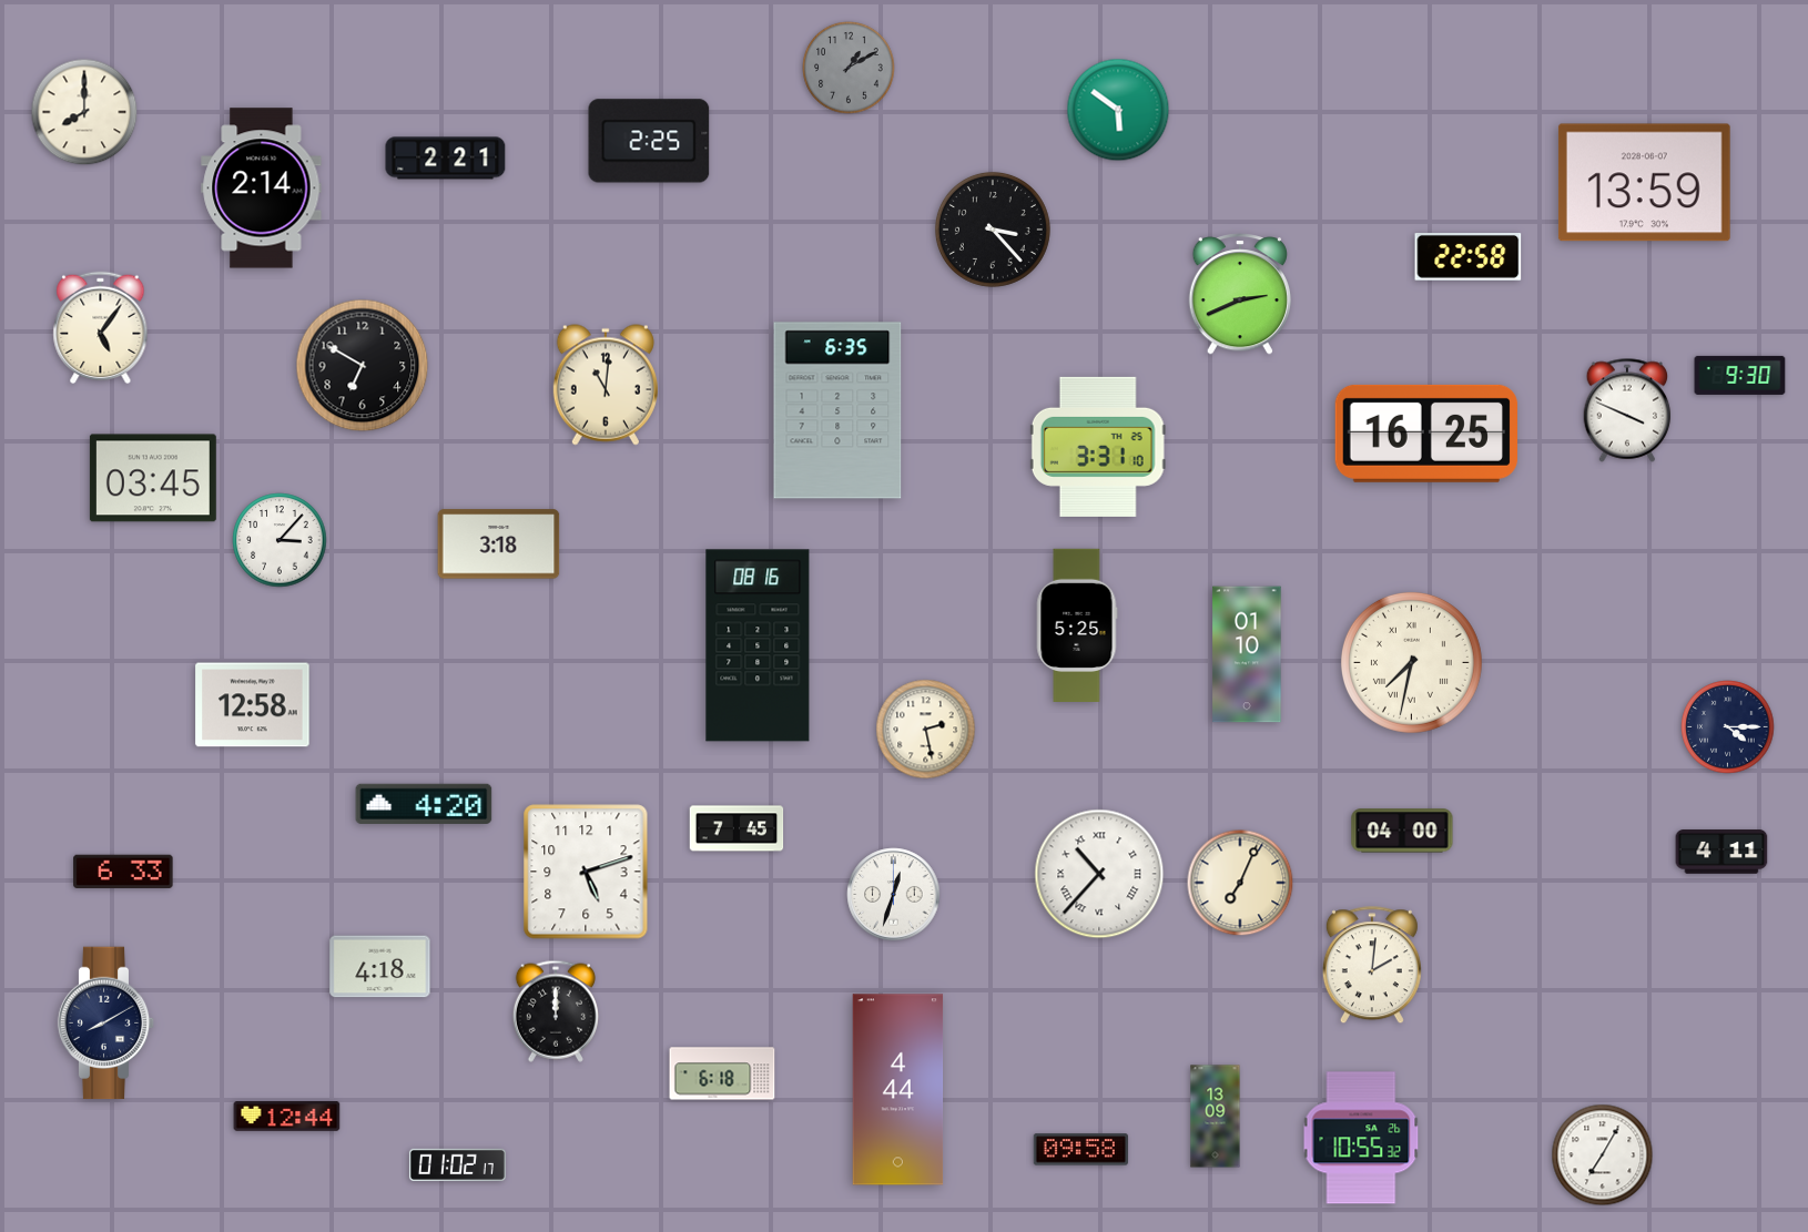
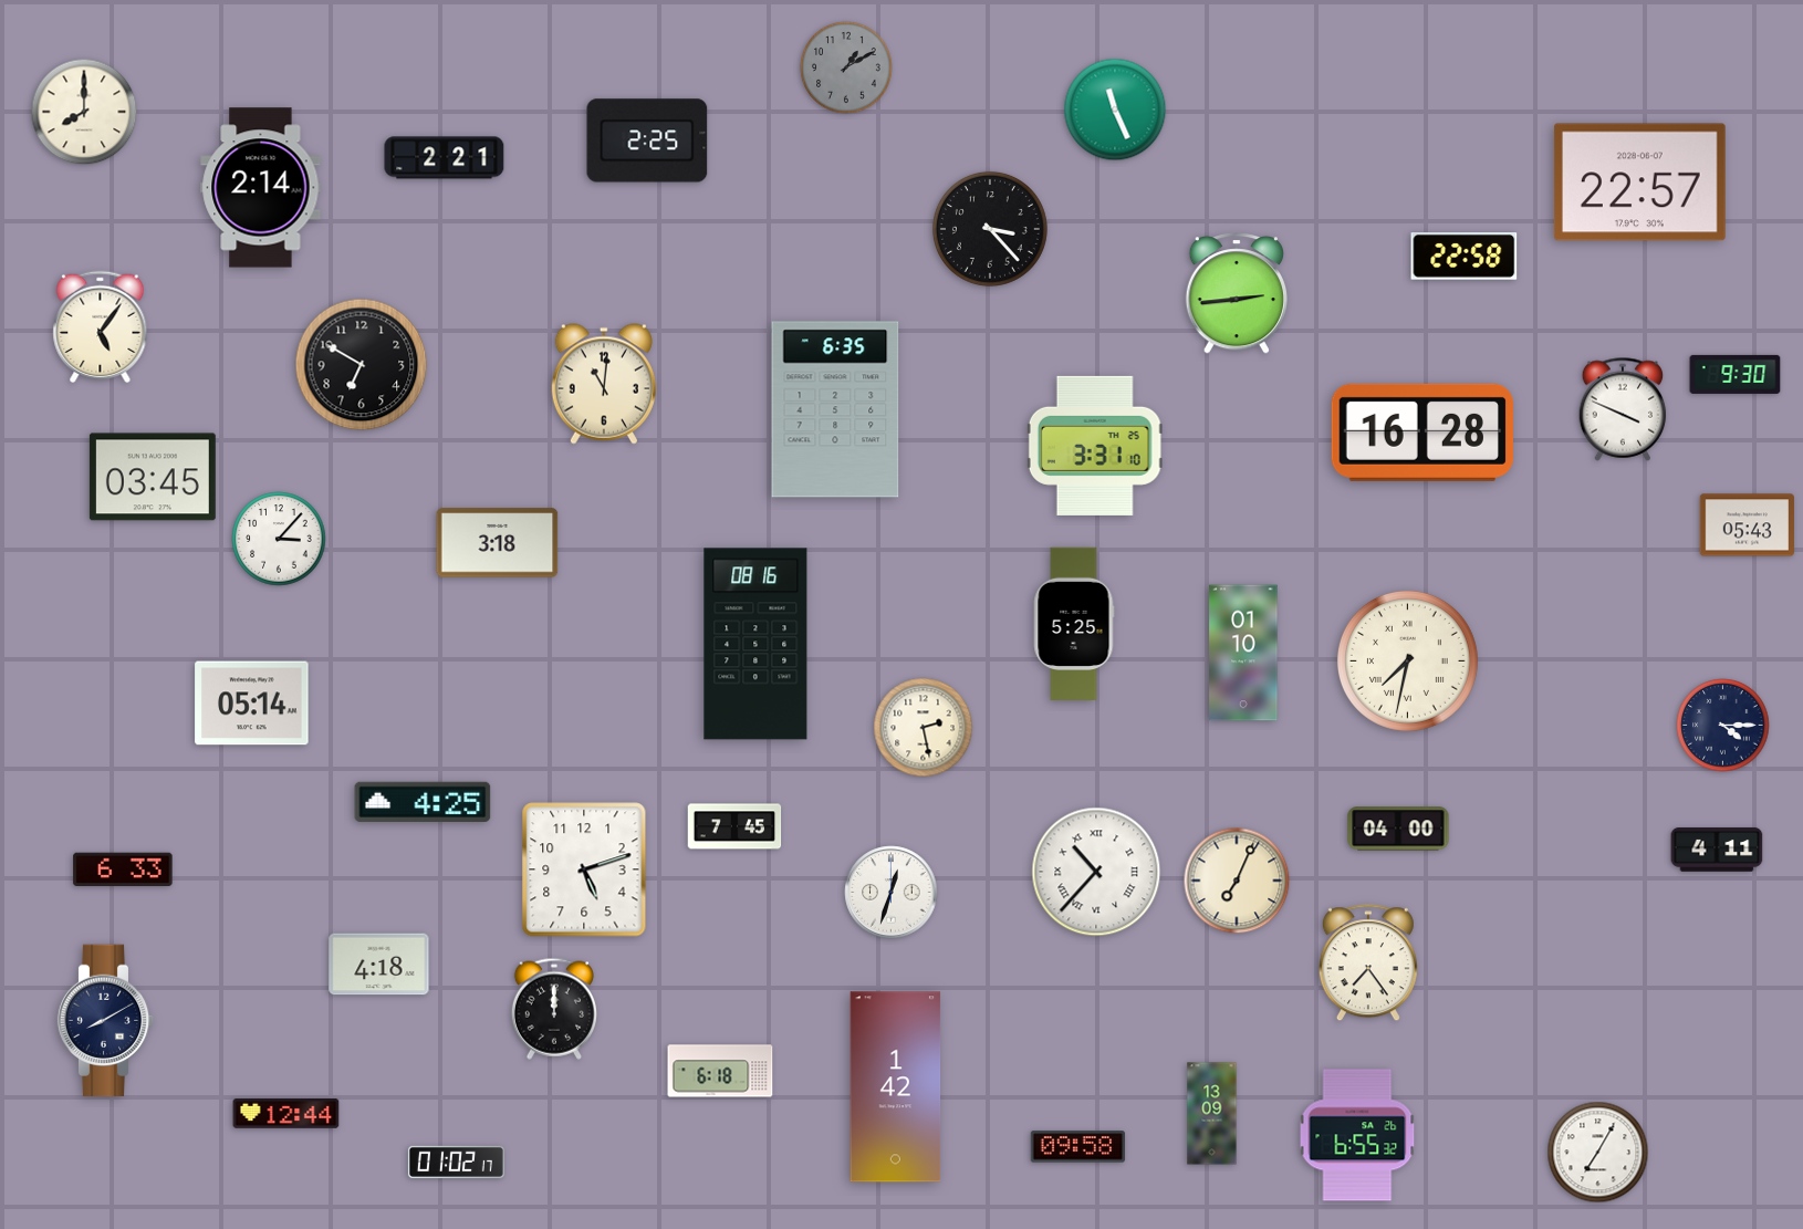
clock at (1118, 110): 5:51 -> 11:26
clock at (1644, 183): 13:59 -> 22:57
clock at (1239, 295): 2:41 -> 2:44
clock at (1425, 434): 16:25 -> 16:28
clock at (1747, 525): none -> 05:43
clock at (253, 705): 12:58 -> 05:14
clock at (424, 804): 4:20 -> 4:25
clock at (1372, 966): 2:01 -> 7:24
clock at (898, 1090): 4:44 -> 1:42
clock at (1361, 1138): 10:55 -> 6:55
